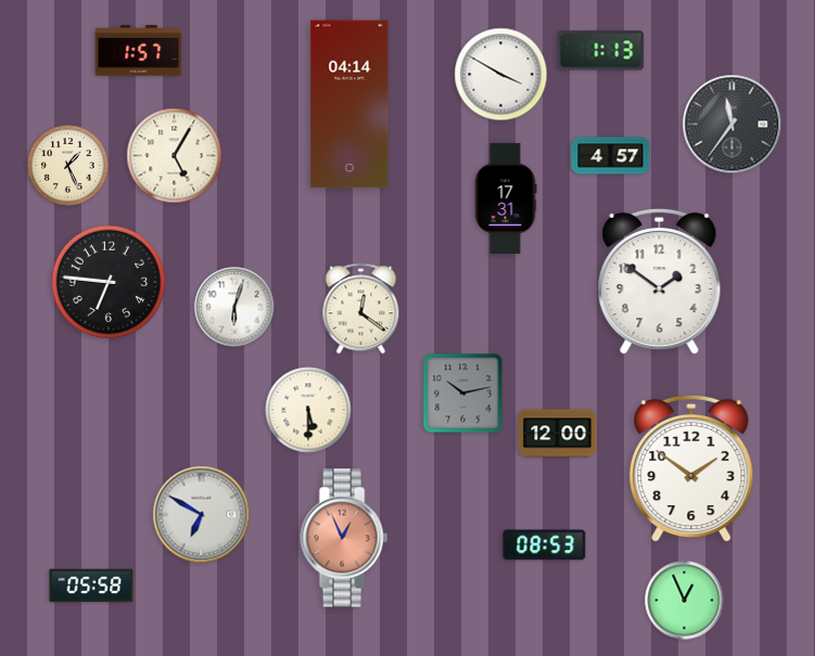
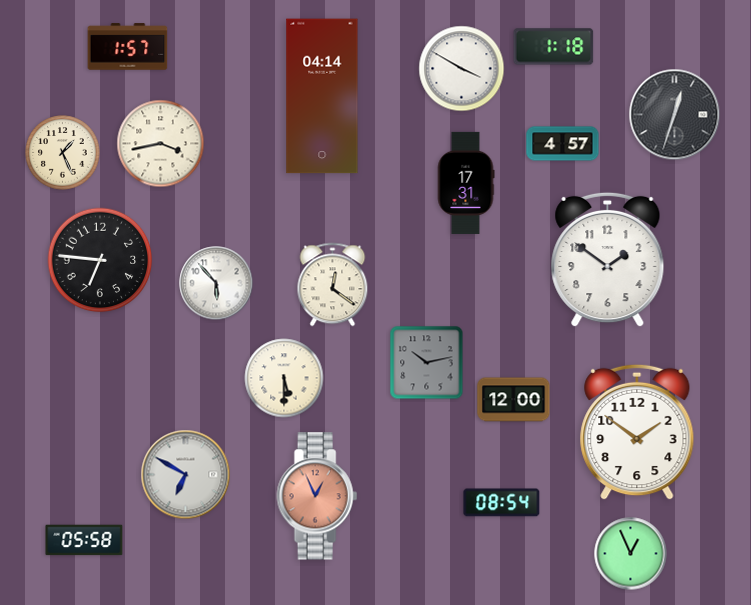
clock at (601, 51): 1:13 -> 1:18
clock at (733, 125): 11:36 -> 12:33
clock at (175, 156): 5:05 -> 3:43
clock at (234, 307): 6:03 -> 5:53
clock at (545, 545): 08:53 -> 08:54
